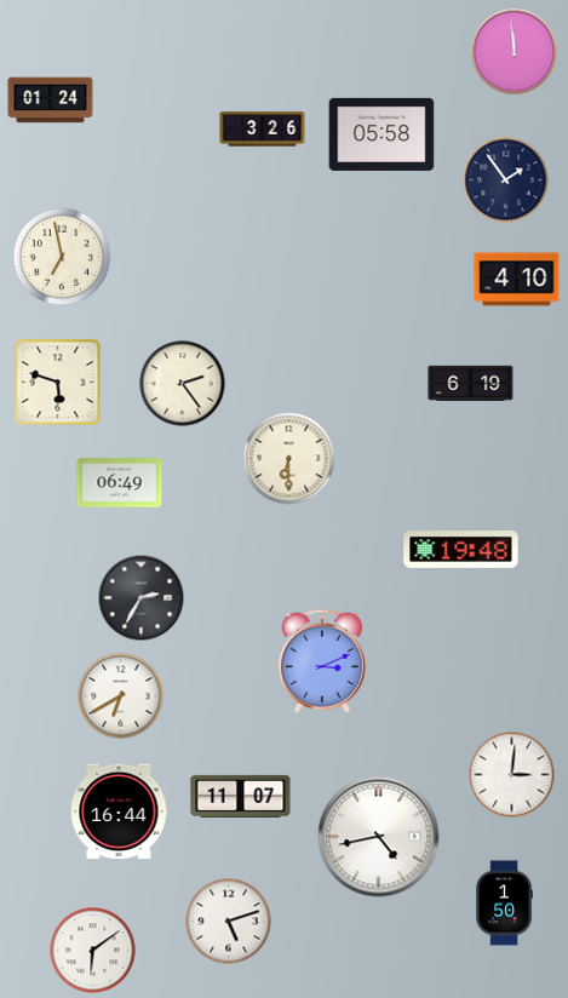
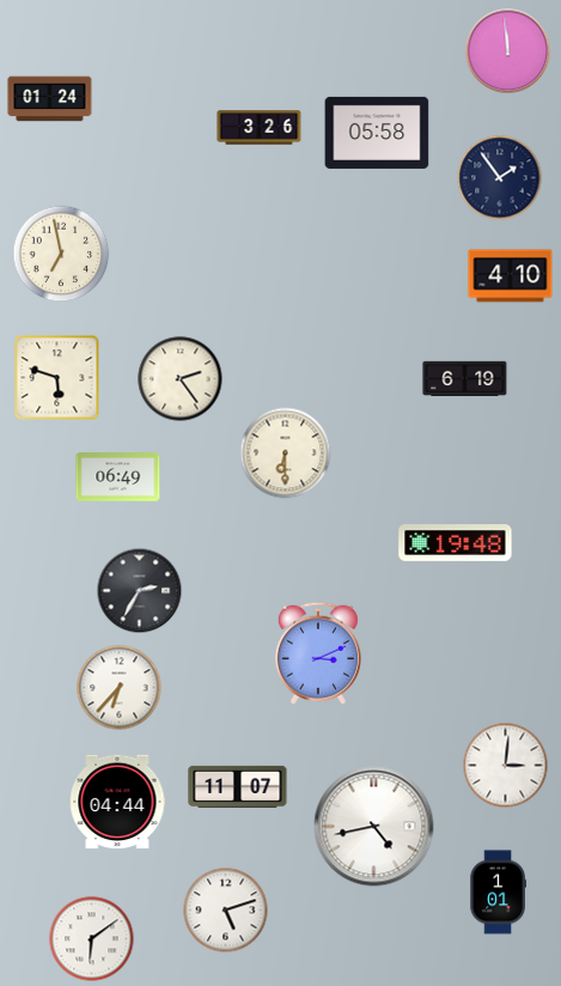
clock at (121, 696): 6:40 -> 6:37
clock at (119, 811): 16:44 -> 04:44
clock at (504, 904): 1:50 -> 1:01
